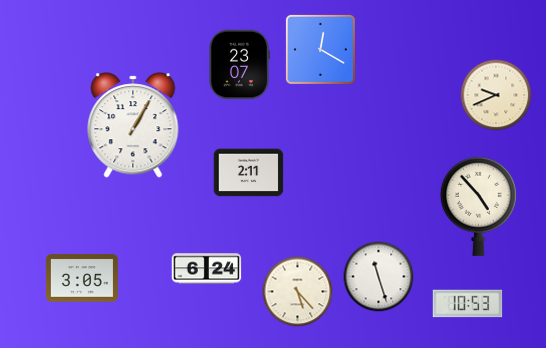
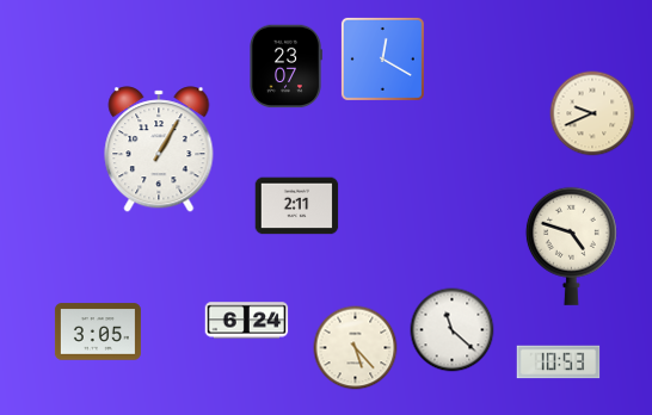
clock at (239, 65) position: (239, 65) -> (285, 67)
clock at (478, 206): 4:53 -> 4:48
clock at (379, 277): 11:27 -> 11:22
